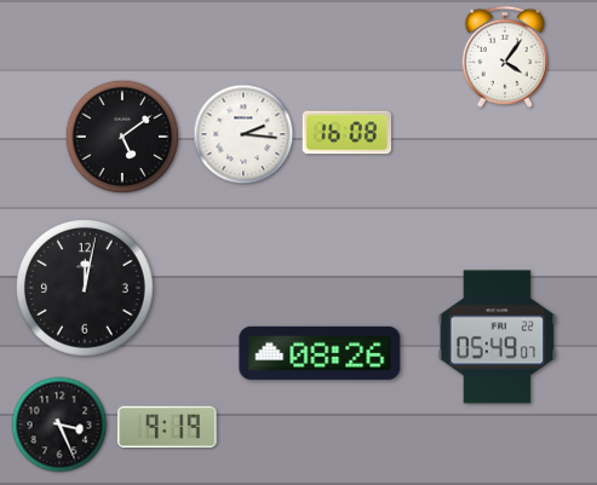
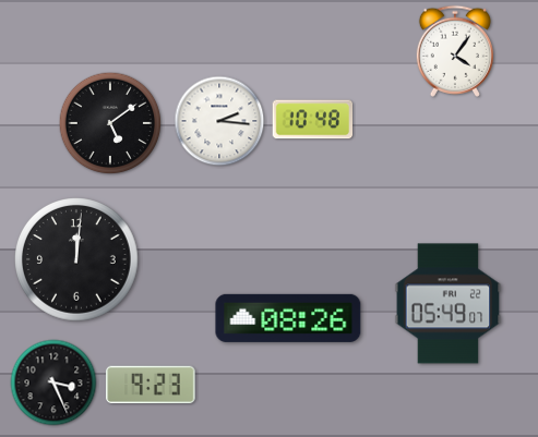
clock at (348, 133): 16:08 -> 10:48
clock at (86, 289): 12:02 -> 12:01
clock at (167, 427): 9:19 -> 9:23
